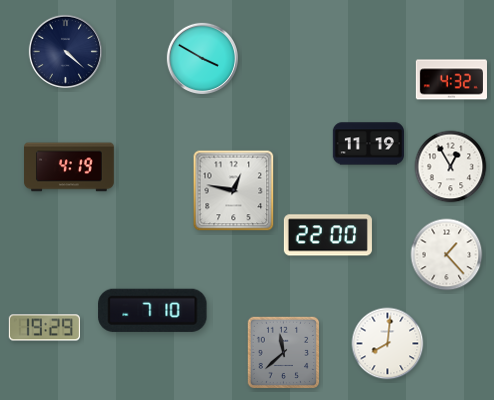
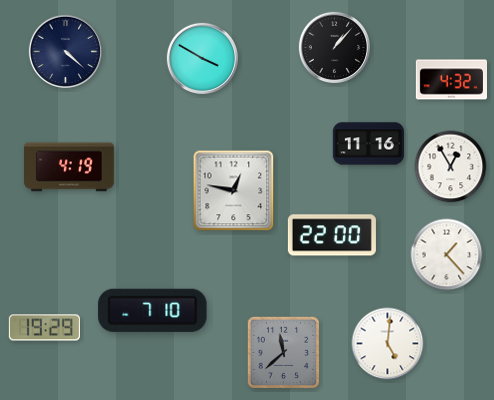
clock at (334, 47): none -> 1:07
clock at (368, 144): 11:19 -> 11:16
clock at (328, 235) position: (328, 235) -> (332, 235)
clock at (388, 344): 8:01 -> 5:01
